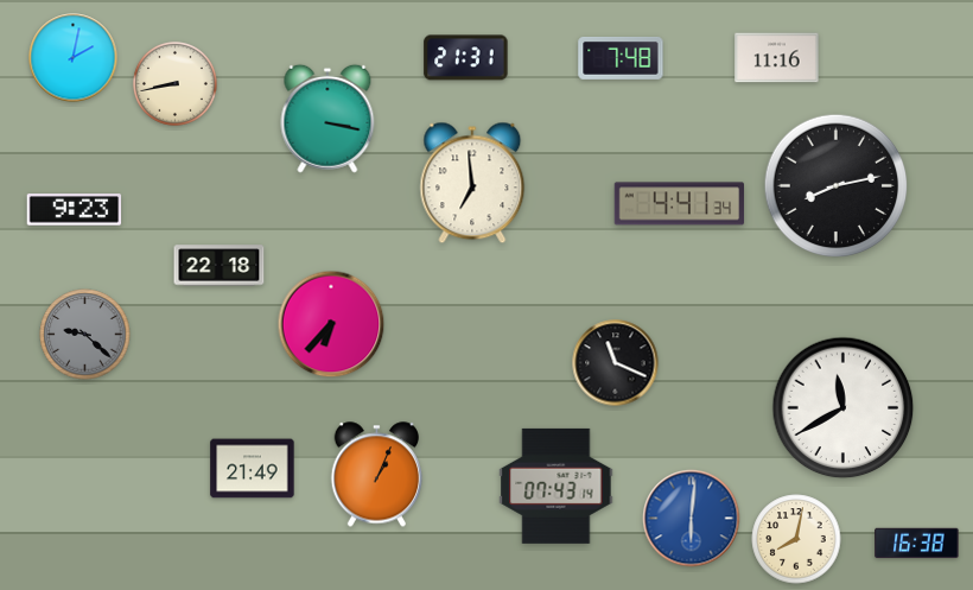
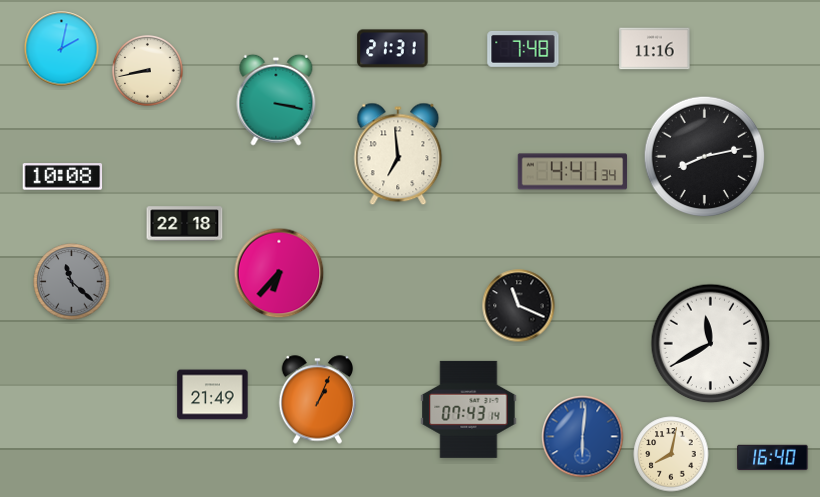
clock at (75, 210): 9:23 -> 10:08
clock at (85, 335): 9:22 -> 11:22
clock at (917, 544): 16:38 -> 16:40
